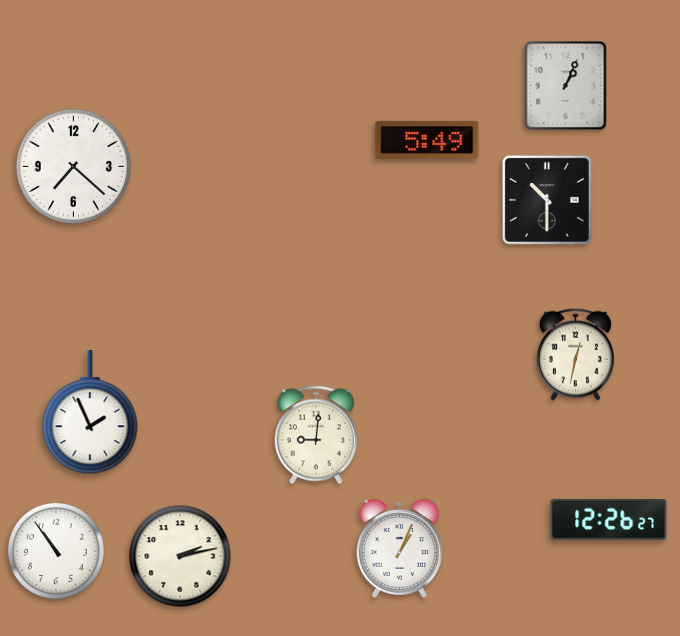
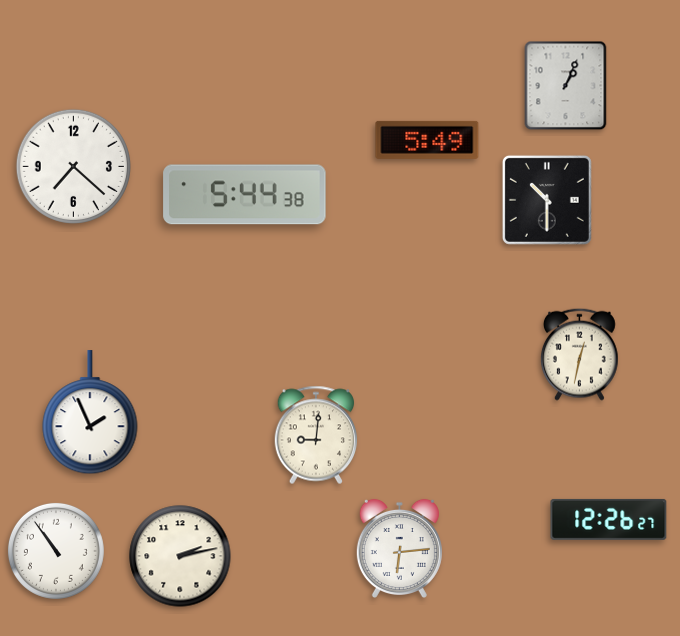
clock at (245, 195): none -> 5:44
clock at (575, 354) position: (575, 354) -> (579, 354)
clock at (399, 548): 1:04 -> 6:14
